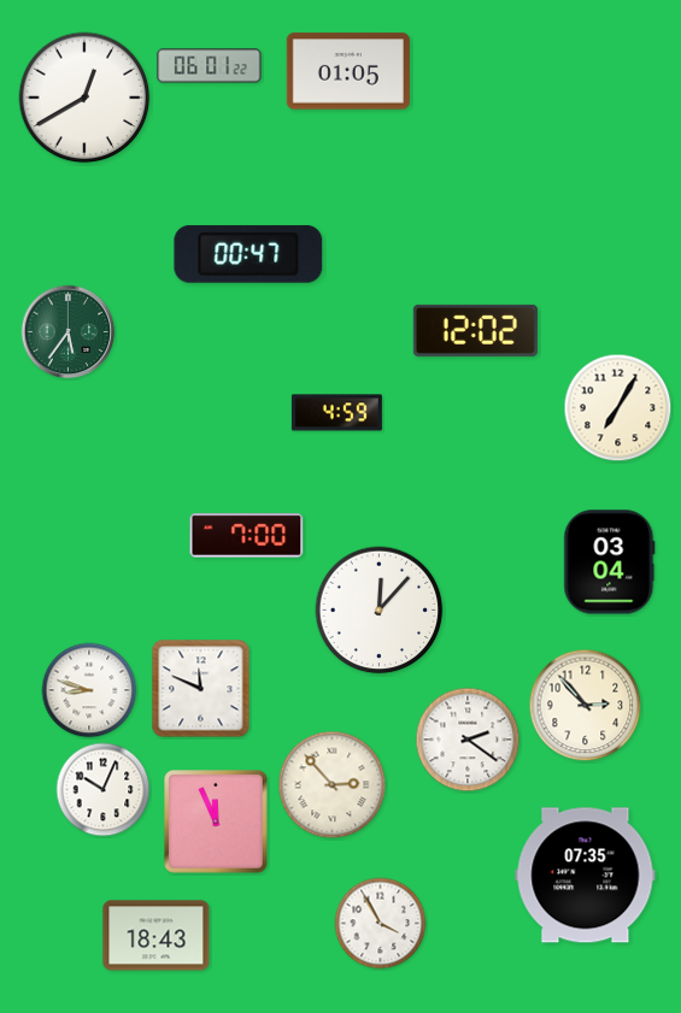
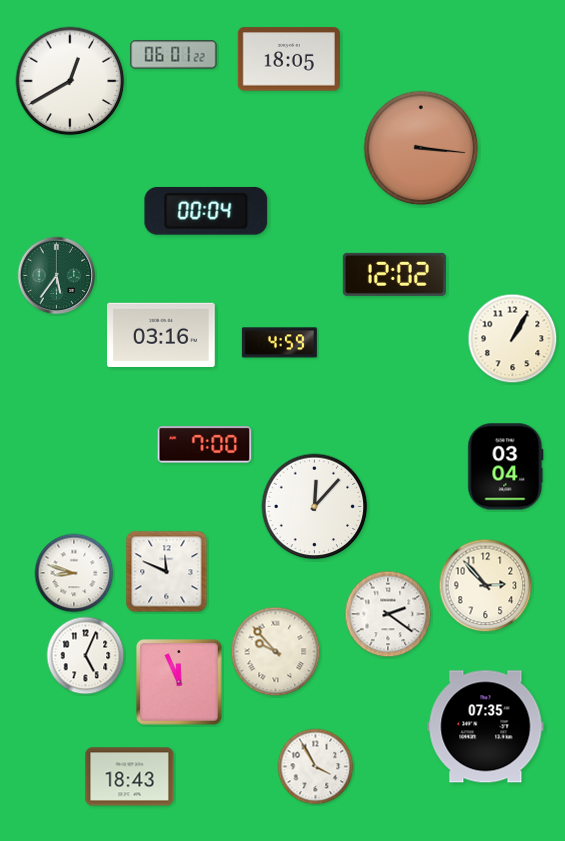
clock at (348, 71): 01:05 -> 18:05
clock at (421, 148): none -> 3:16
clock at (248, 254): 00:47 -> 00:04
clock at (162, 334): none -> 03:16
clock at (618, 408): 7:05 -> 1:05
clock at (333, 785): 2:53 -> 9:53
clock at (104, 790): 10:04 -> 5:04
